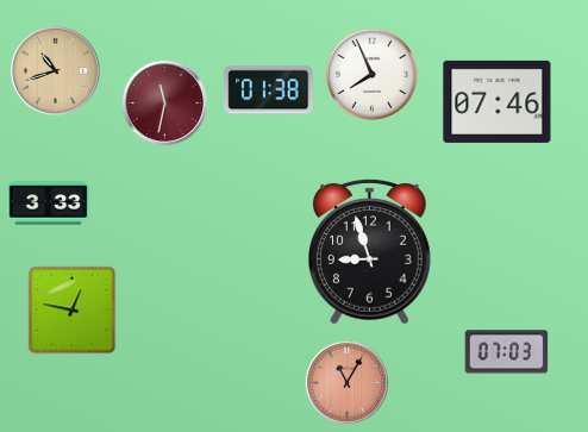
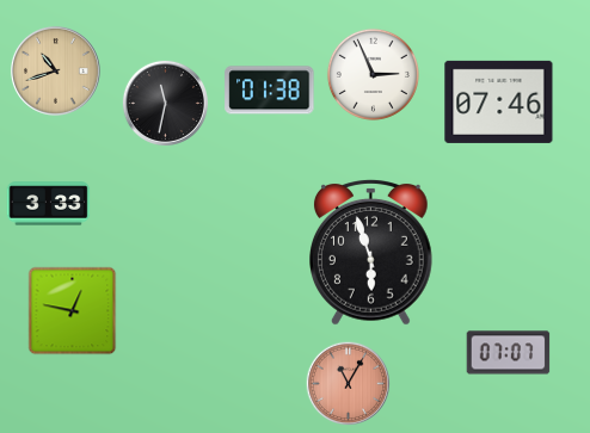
clock at (371, 74): 7:56 -> 2:56
clock at (164, 102) dial: burgundy -> black
clock at (370, 252): 8:57 -> 5:57
clock at (507, 352): 07:03 -> 07:07
